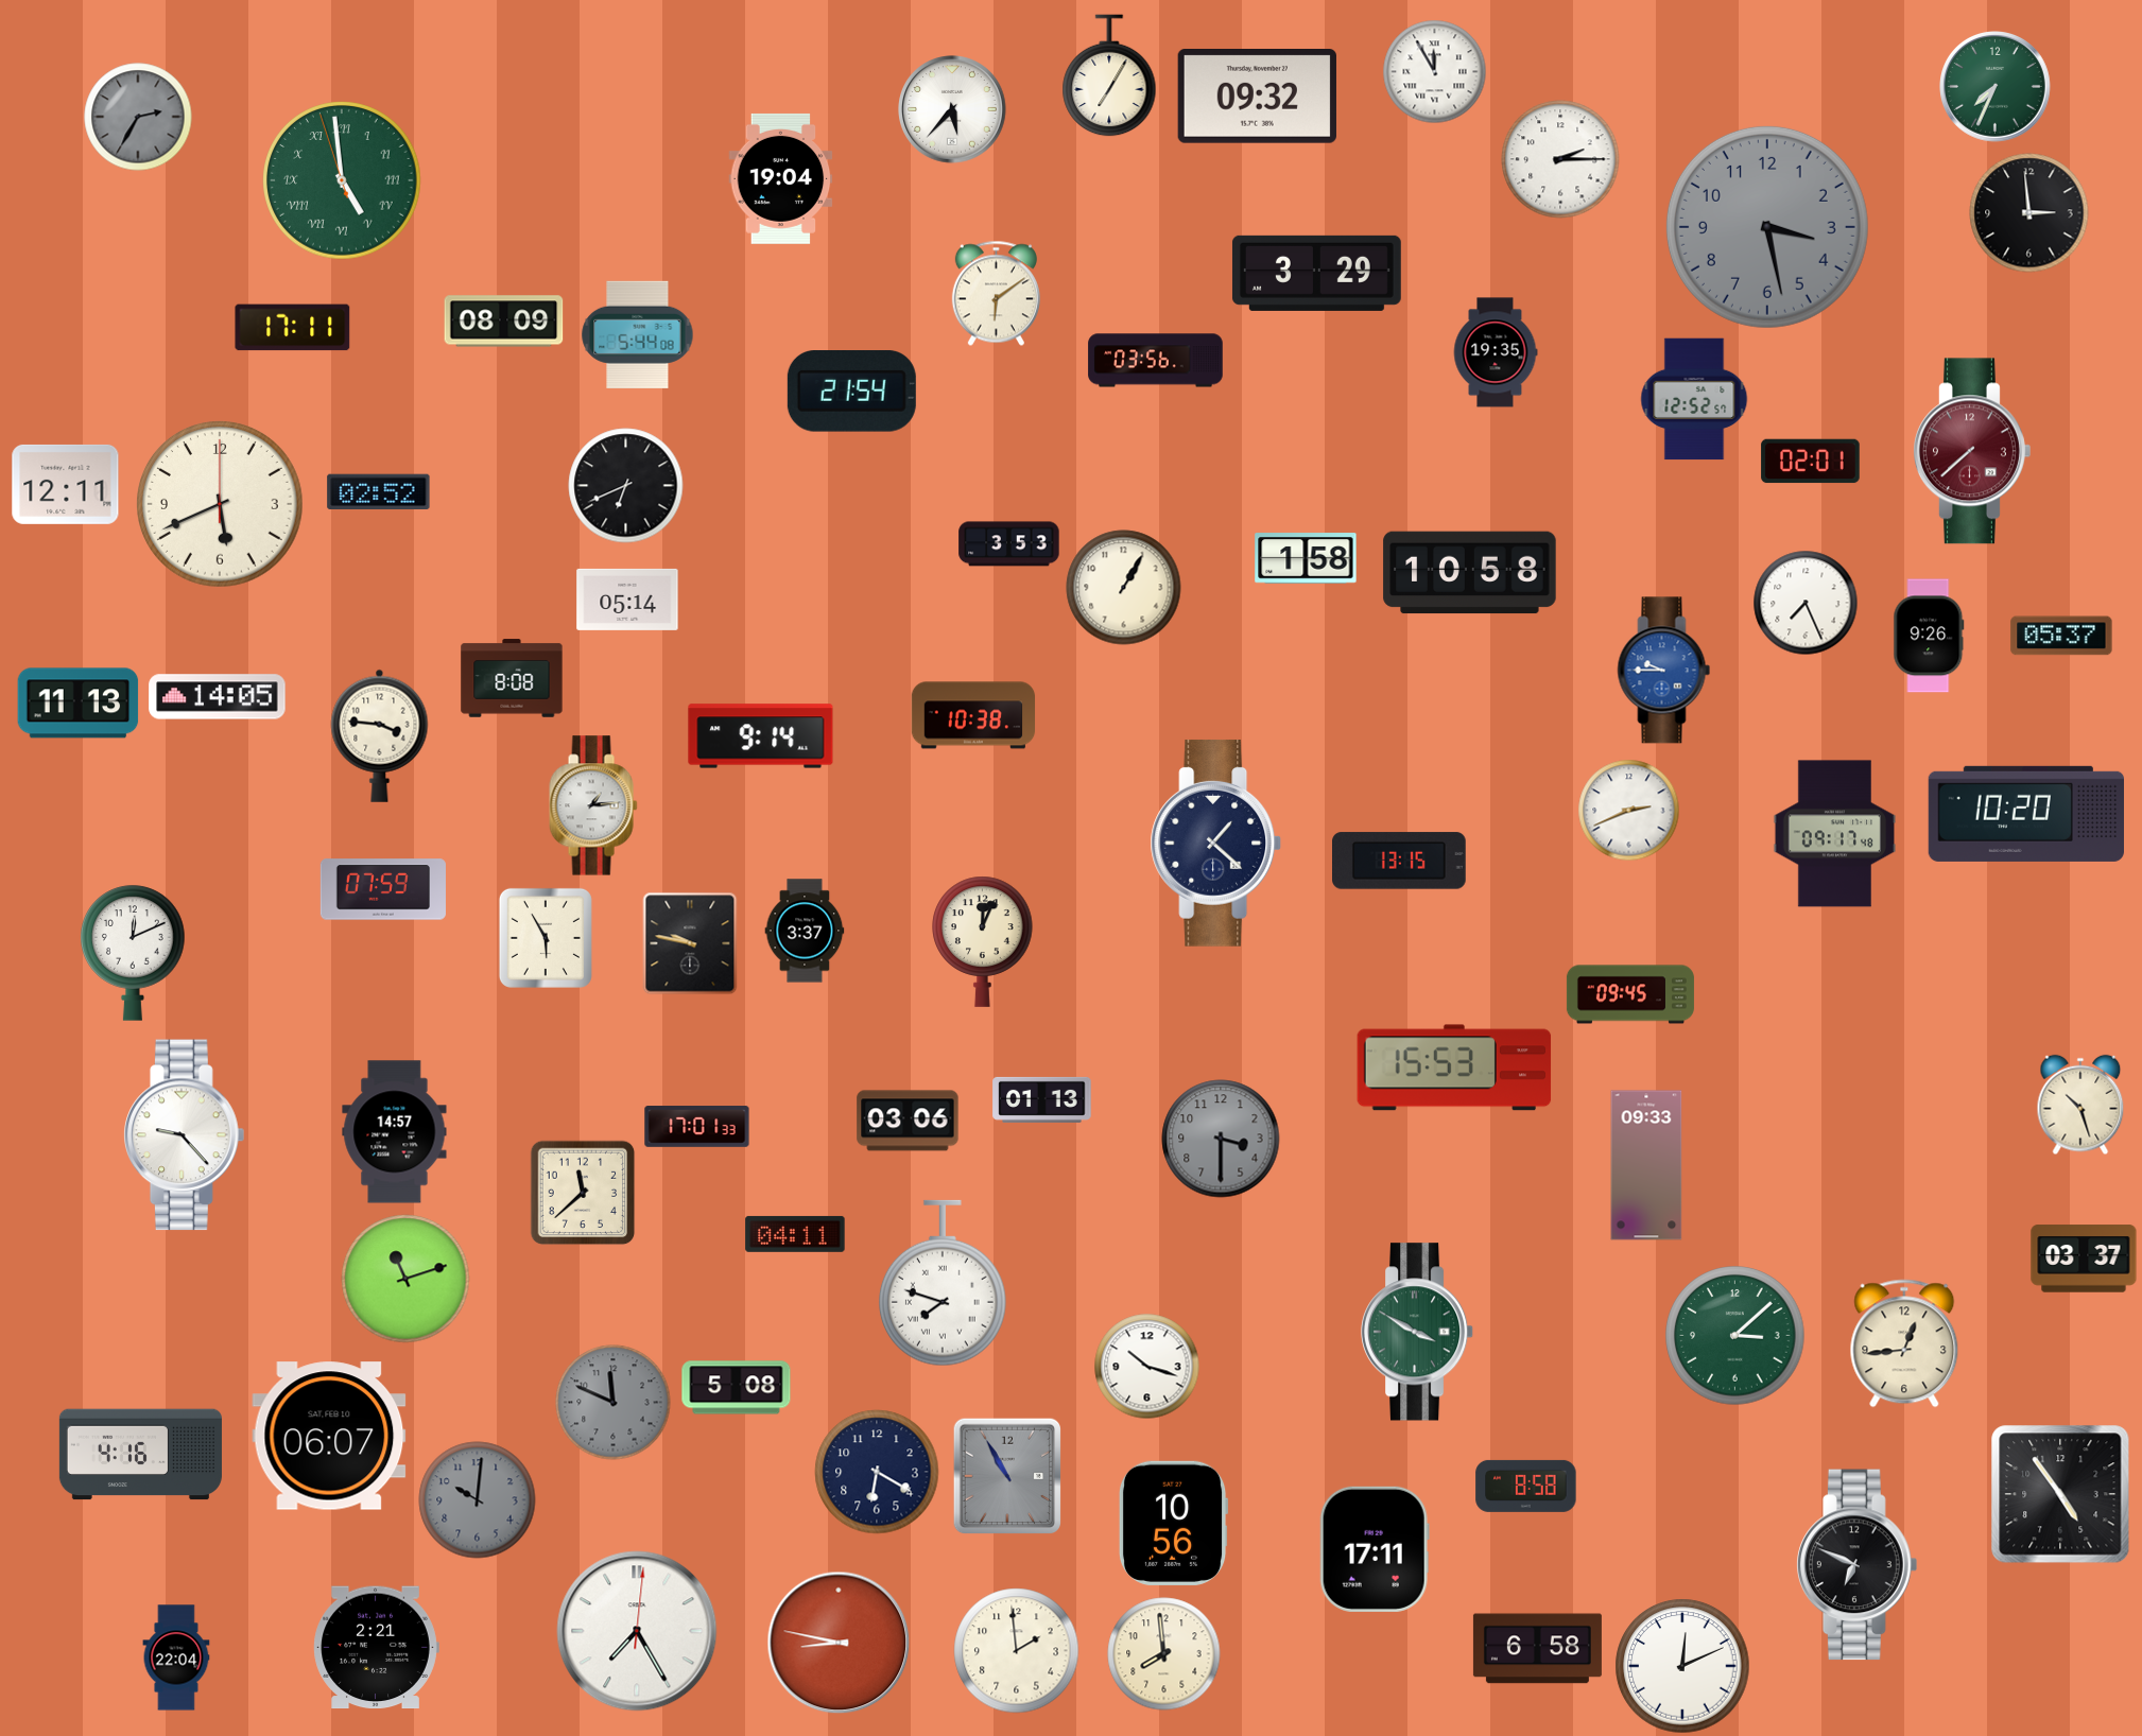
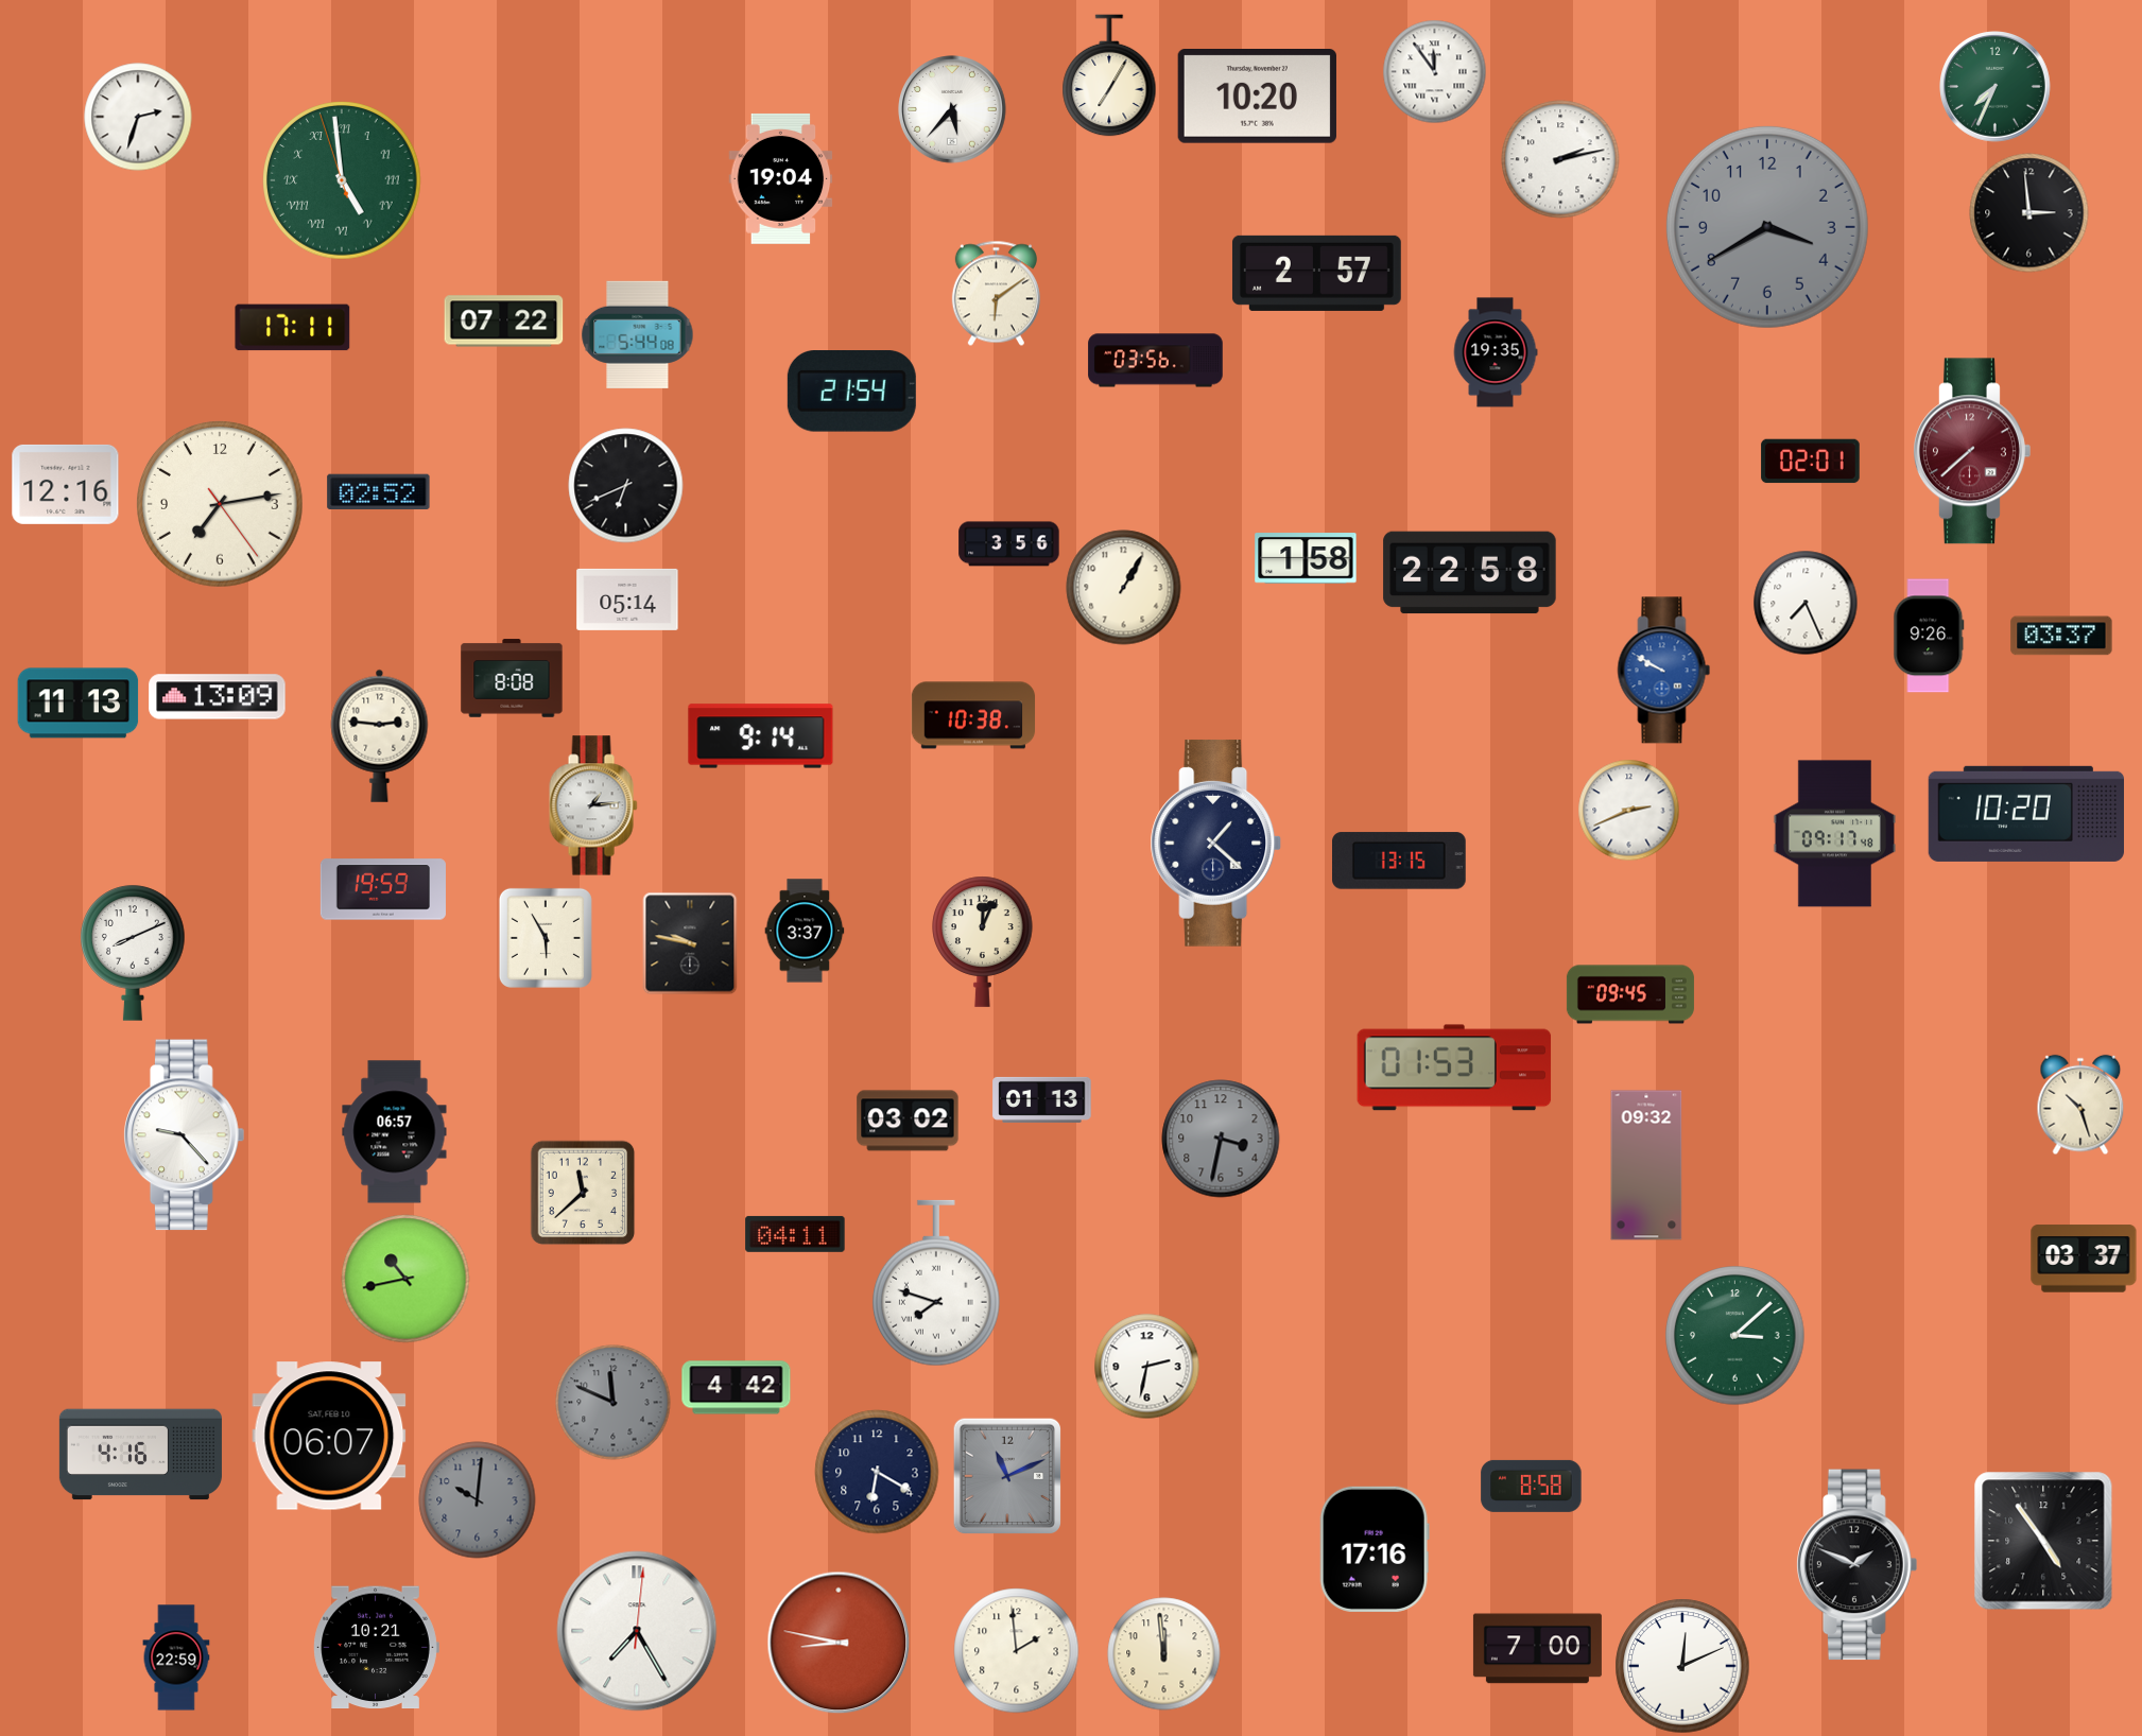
clock at (1435, 72): 11:55 -> 11:54
clock at (1257, 97): 09:32 -> 10:20
clock at (138, 117): 2:35 -> 2:33
clock at (138, 117) dial: grey -> white
clock at (1560, 159): 2:15 -> 2:13
clock at (1767, 227): 3:28 -> 3:40
clock at (1316, 273): 3:29 -> 2:57
clock at (504, 322): 08:09 -> 07:22
clock at (1694, 399): 12:52 -> none
clock at (66, 484): 12:11 -> 12:16
clock at (221, 505): 5:41 -> 7:13
clock at (1009, 544): 3:53 -> 3:56
clock at (1470, 573): 10:58 -> 22:58
clock at (2061, 636): 05:37 -> 03:37
clock at (1664, 671): 9:45 -> 9:50
clock at (218, 697): 14:05 -> 13:09
clock at (380, 735): 3:46 -> 2:46
clock at (383, 889): 07:59 -> 19:59
clock at (133, 953): 12:11 -> 8:11
clock at (1454, 1067): 15:53 -> 01:53
clock at (908, 1121): 03:06 -> 03:02
clock at (697, 1127): 17:01 -> none
clock at (395, 1132): 14:57 -> 06:57
clock at (1221, 1139): 3:30 -> 3:32
clock at (1646, 1165): 09:33 -> 09:32
clock at (405, 1279): 11:12 -> 10:43
clock at (943, 1283) position: (943, 1283) -> (936, 1283)
clock at (1417, 1332): 3:50 -> none
clock at (1904, 1343): 12:44 -> none
clock at (1147, 1367): 10:18 -> 2:32
clock at (737, 1388): 5:08 -> 4:42
clock at (1007, 1476): 10:55 -> 11:11
clock at (1526, 1486) position: (1526, 1486) -> (1532, 1486)
clock at (2060, 1494) position: (2060, 1494) -> (2043, 1541)
clock at (1173, 1523): 10:56 -> none
clock at (1375, 1549): 17:11 -> 17:16
clock at (1858, 1565): 6:49 -> 1:49
clock at (376, 1648): 2:21 -> 10:21
clock at (1537, 1649): 6:58 -> 7:00
clock at (1164, 1654): 7:59 -> 11:59
clock at (176, 1657): 22:04 -> 22:59
